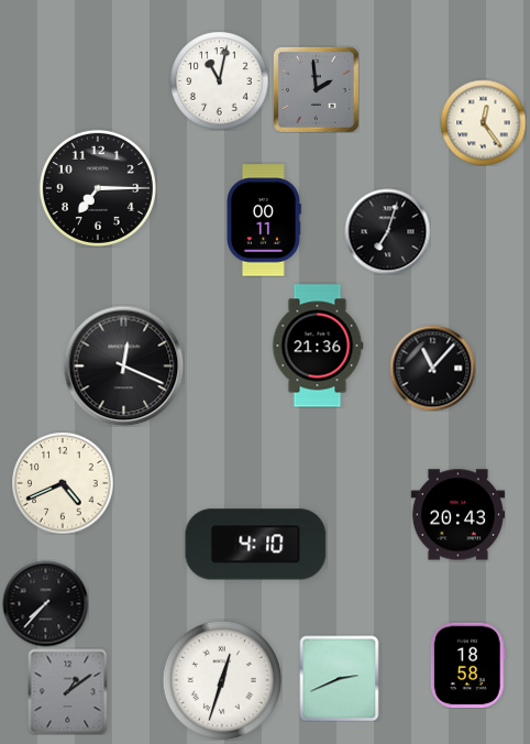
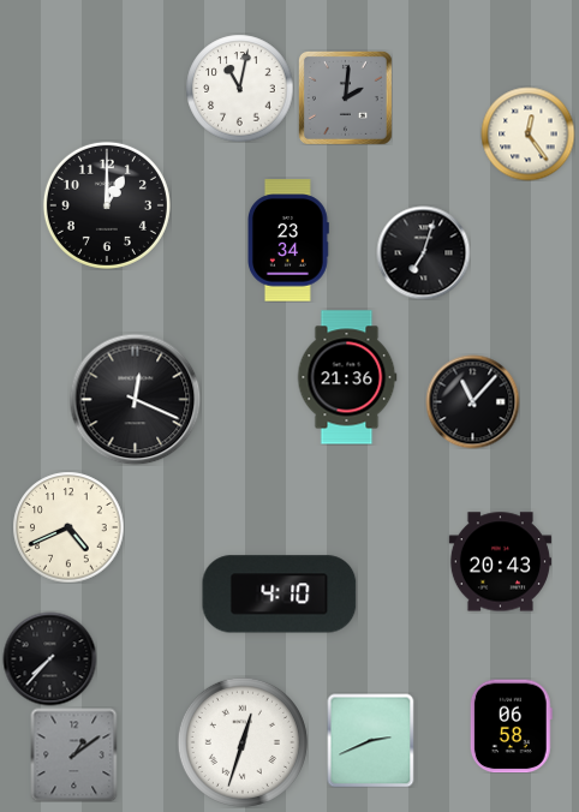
clock at (316, 89): 1:59 -> 2:01
clock at (98, 188): 7:15 -> 1:00
clock at (264, 220): 00:11 -> 23:34
clock at (467, 665): 18:58 -> 06:58
